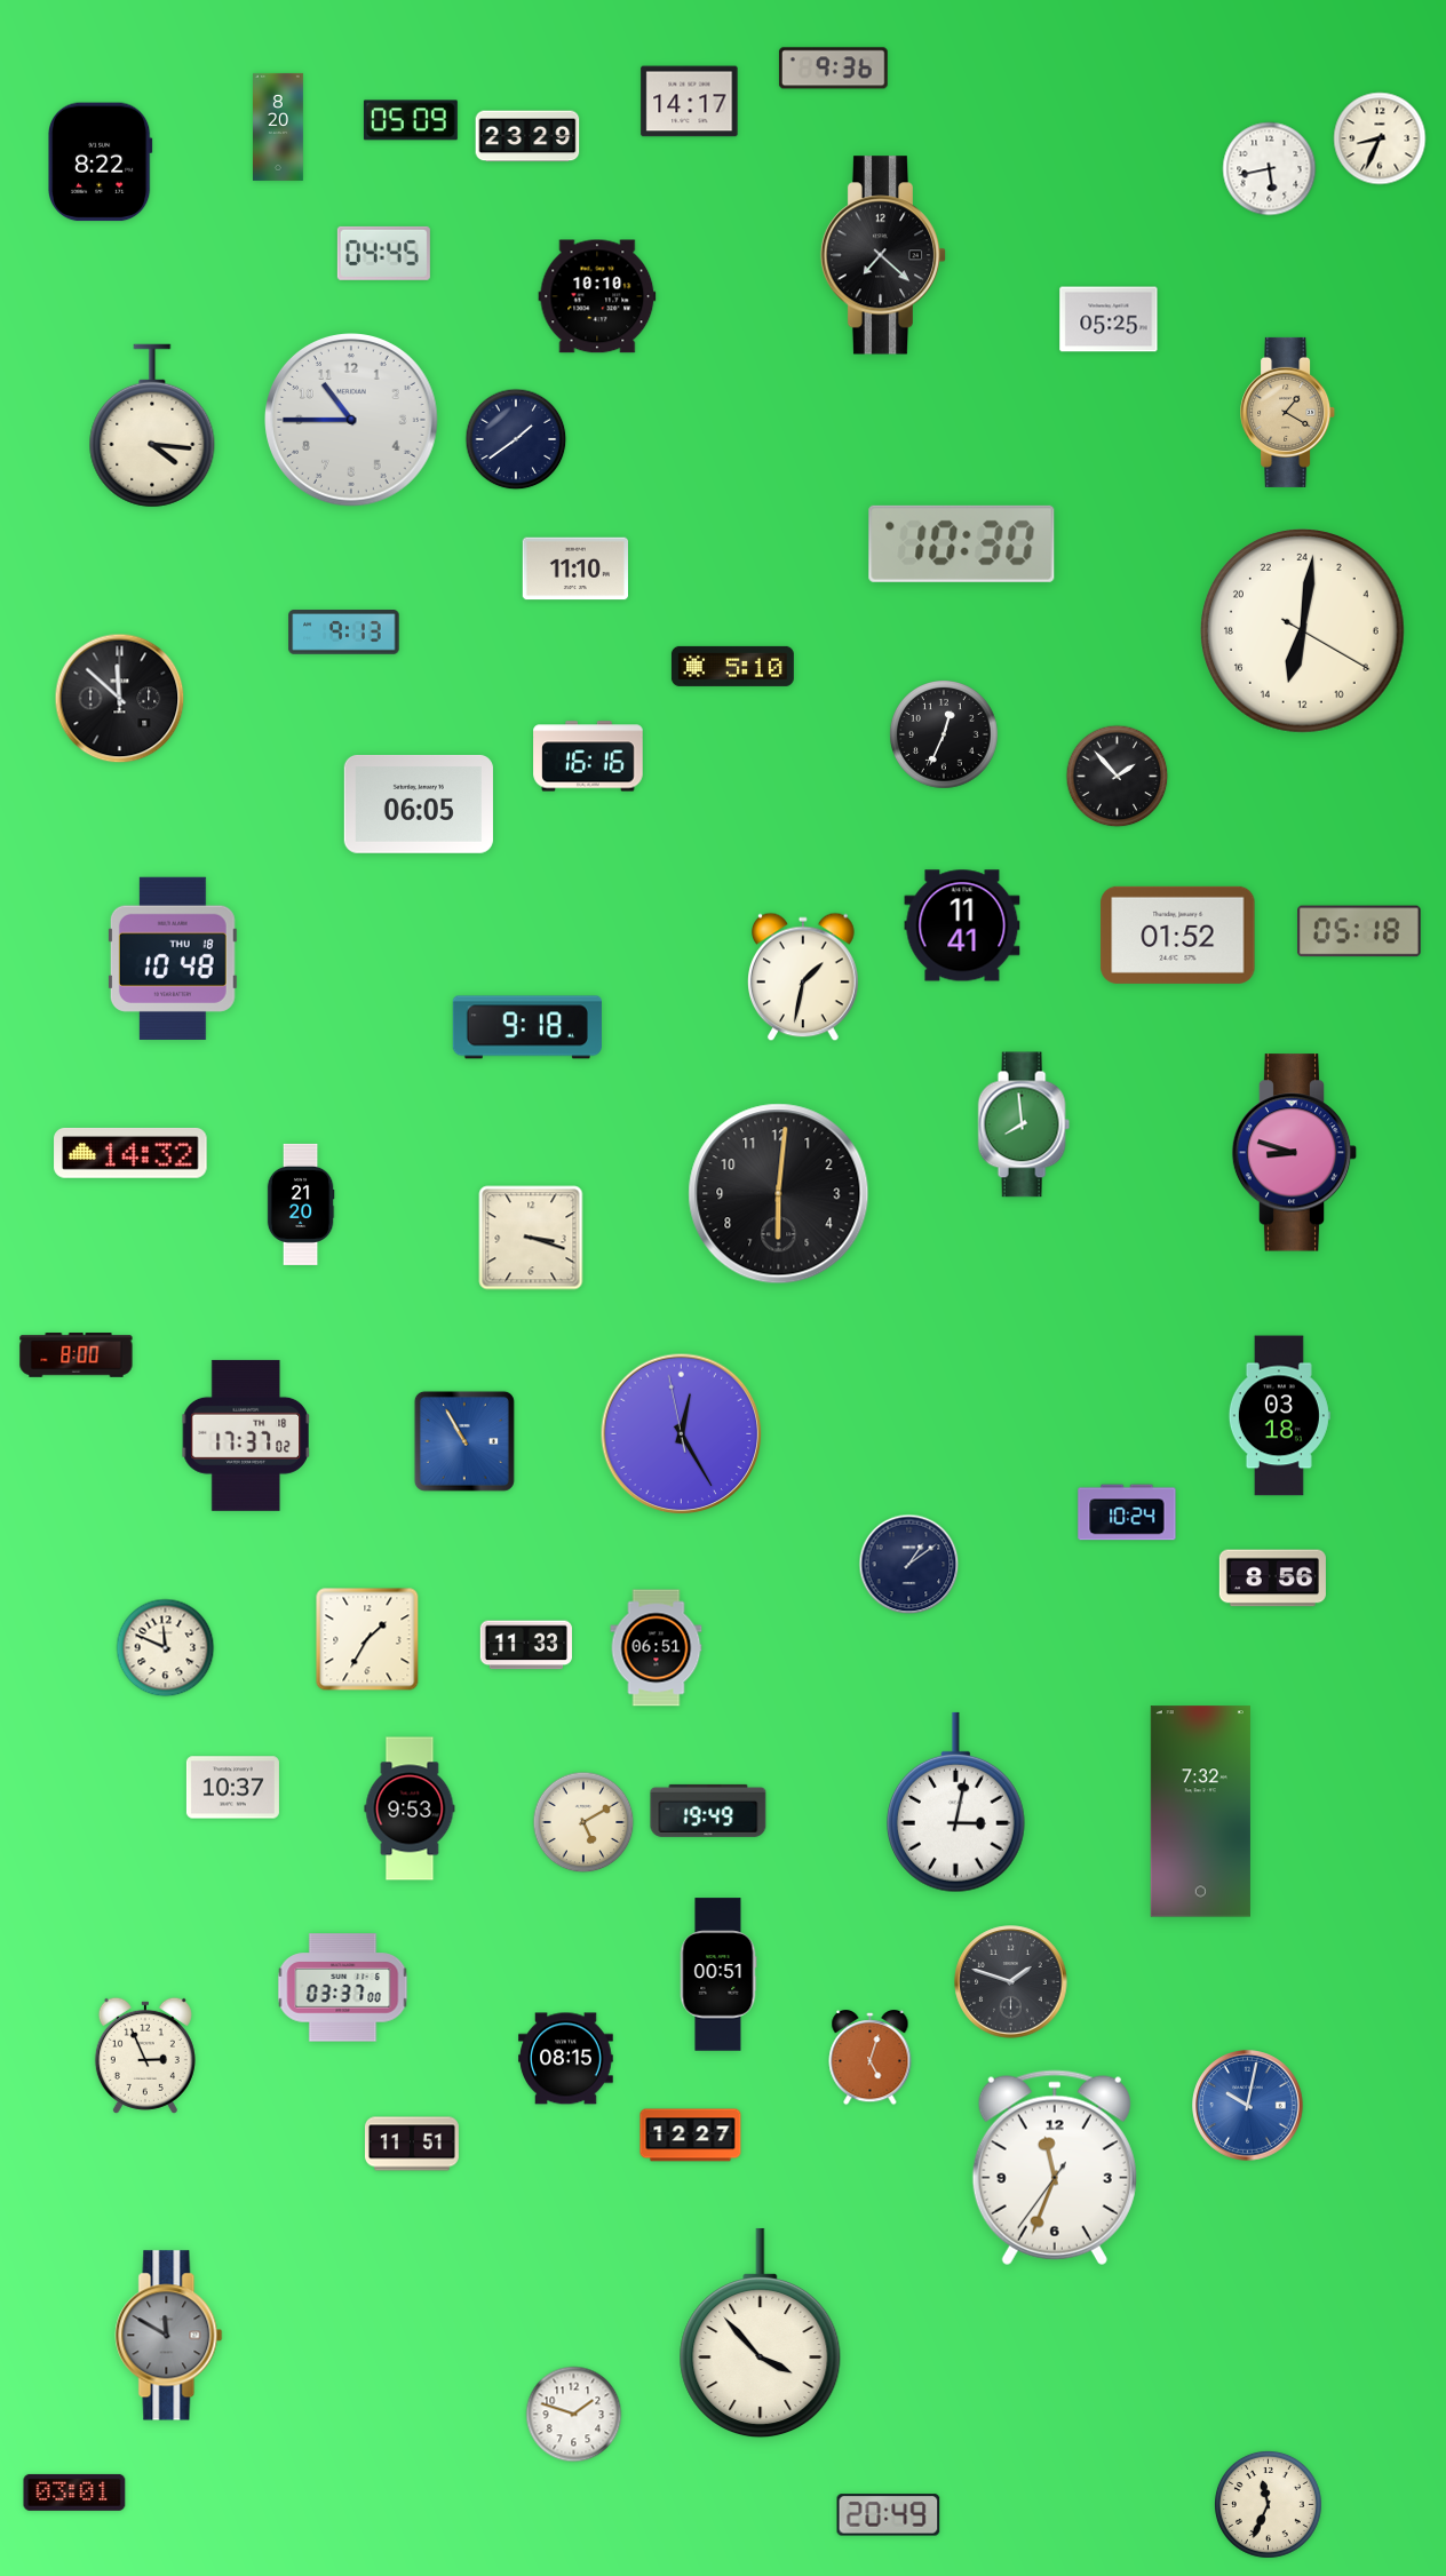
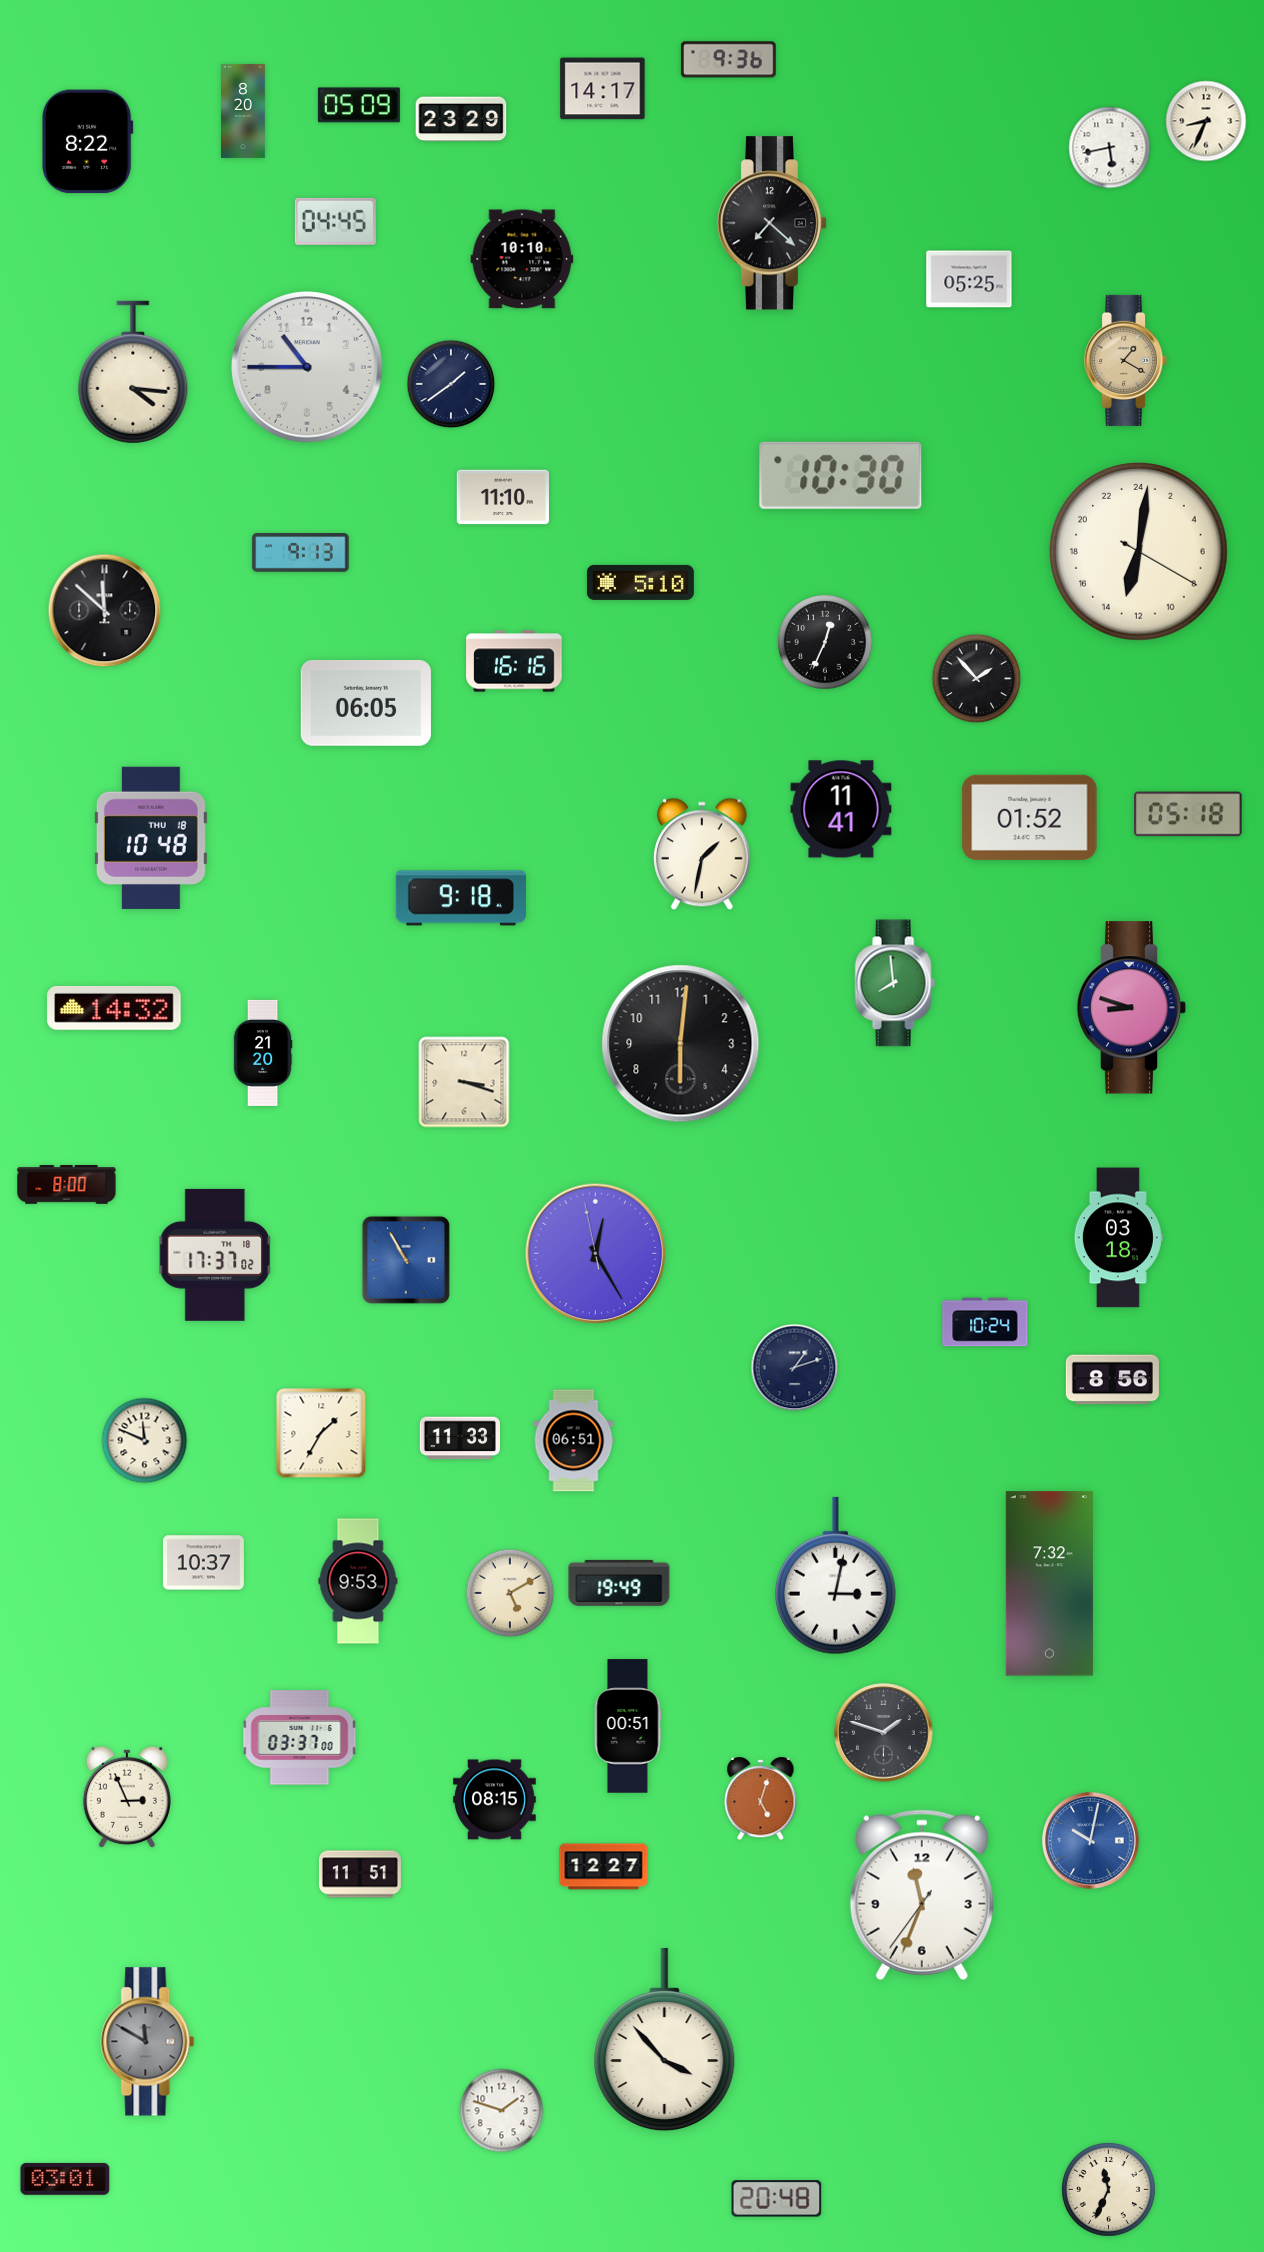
clock at (909, 1565): 1:09 -> 1:12
clock at (889, 2515): 20:49 -> 20:48
